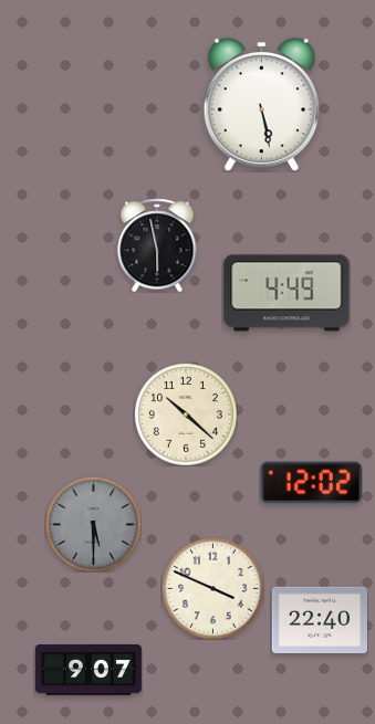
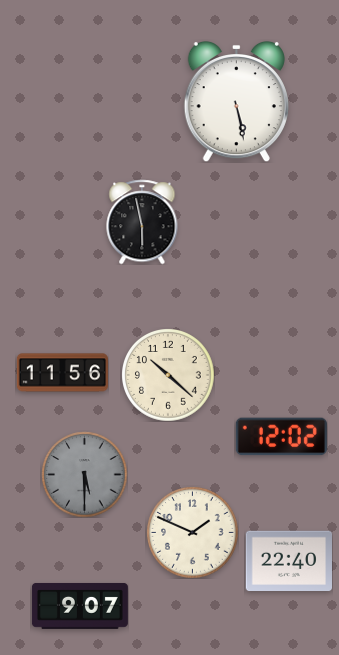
clock at (261, 104) position: (261, 104) -> (236, 101)
clock at (287, 293): 4:49 -> none
clock at (62, 373): none -> 11:56
clock at (212, 588): 3:49 -> 1:49
